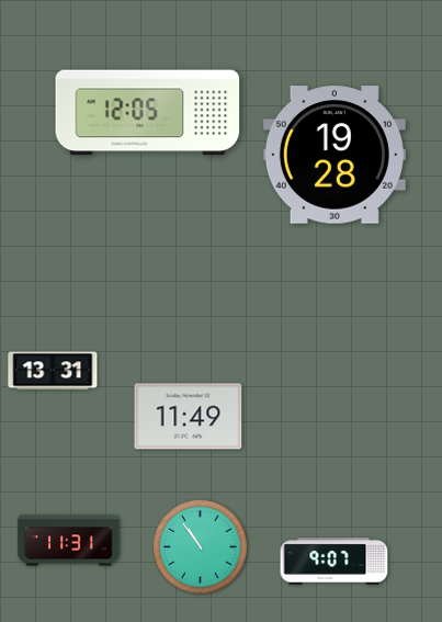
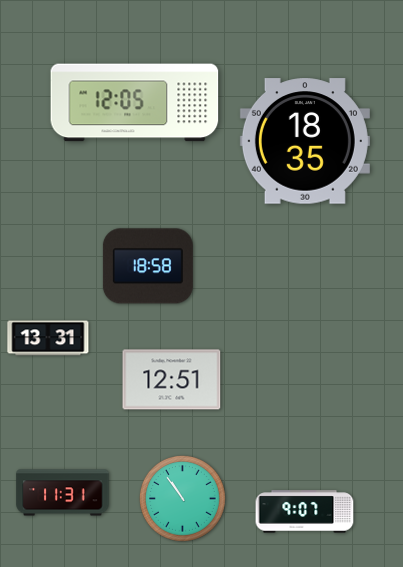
clock at (335, 155): 19:28 -> 18:35
clock at (148, 266): none -> 18:58
clock at (189, 417): 11:49 -> 12:51
